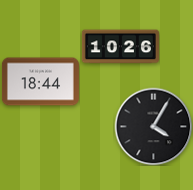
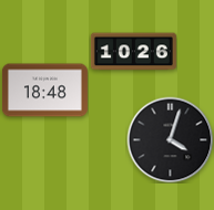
clock at (40, 82): 18:44 -> 18:48
clock at (153, 126): 4:05 -> 4:03
